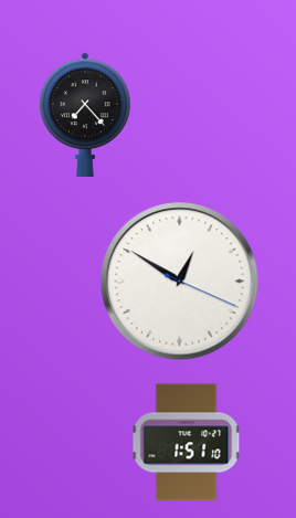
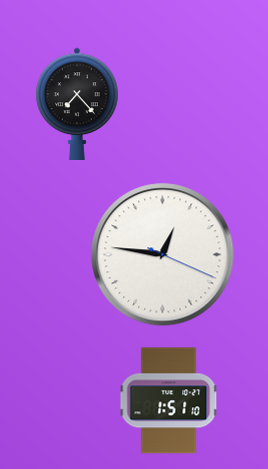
clock at (180, 282): 12:50 -> 12:46
